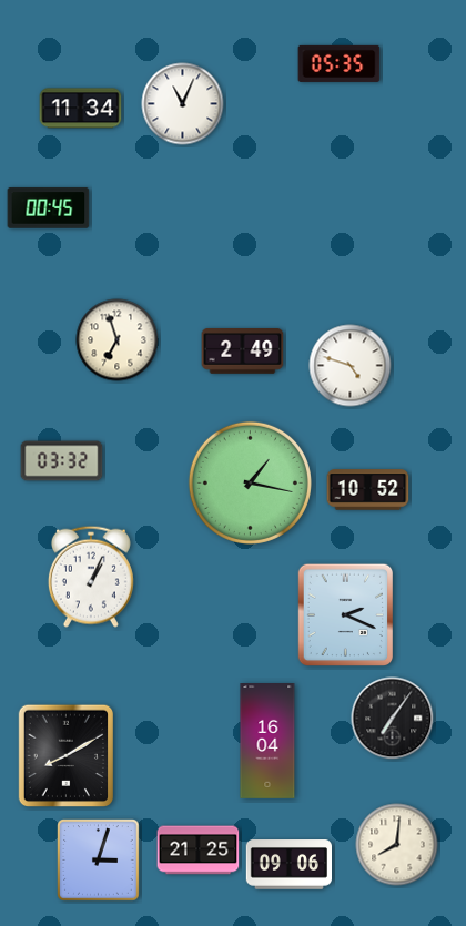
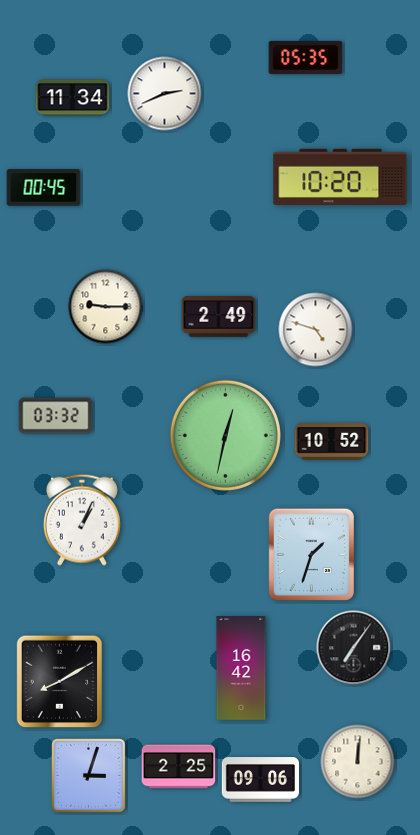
clock at (183, 104): 11:04 -> 2:41
clock at (340, 177): none -> 10:20
clock at (118, 340): 6:57 -> 9:15
clock at (250, 482): 1:17 -> 12:32
clock at (345, 615): 2:19 -> 1:33
clock at (267, 742): 16:04 -> 16:42
clock at (397, 845): 8:01 -> 12:01
clock at (199, 851): 21:25 -> 2:25
